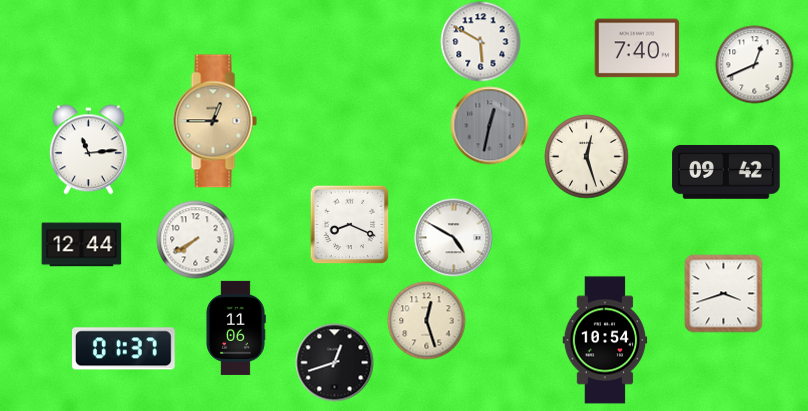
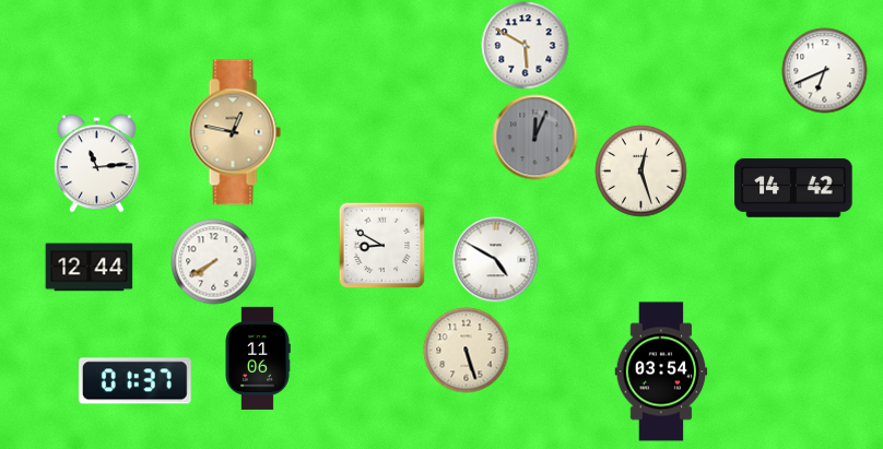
clock at (637, 48): 7:40 -> none
clock at (754, 64): 12:41 -> 6:41
clock at (215, 121): 12:45 -> 12:47
clock at (489, 125): 12:32 -> 12:04
clock at (726, 172): 09:42 -> 14:42
clock at (349, 224): 8:19 -> 8:50
clock at (723, 293): 3:42 -> none
clock at (426, 320): 12:27 -> 5:27
clock at (605, 340): 10:54 -> 03:54
clock at (334, 362): 12:42 -> none
